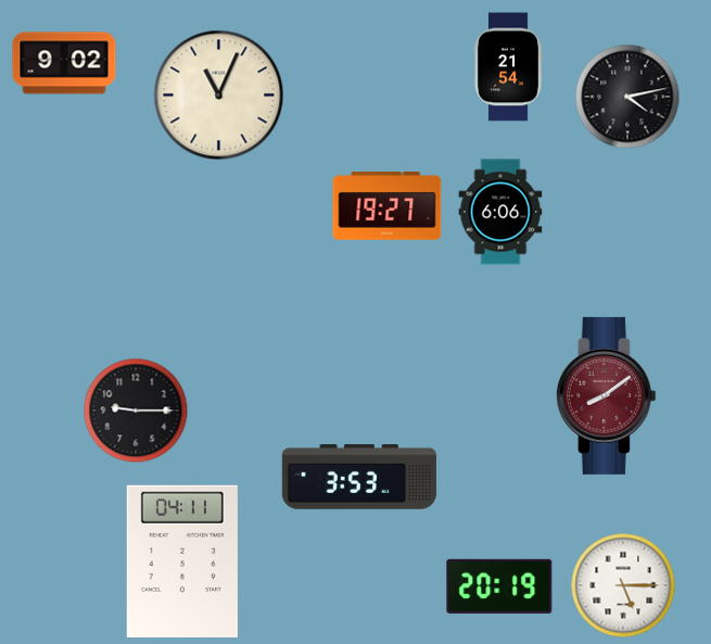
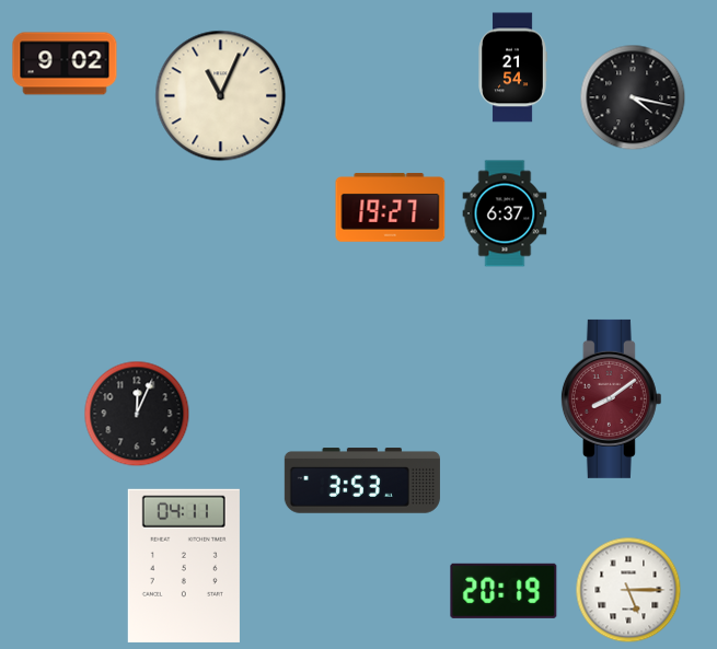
clock at (627, 97): 4:13 -> 4:17
clock at (500, 212): 6:06 -> 6:37
clock at (136, 411): 9:15 -> 12:04
